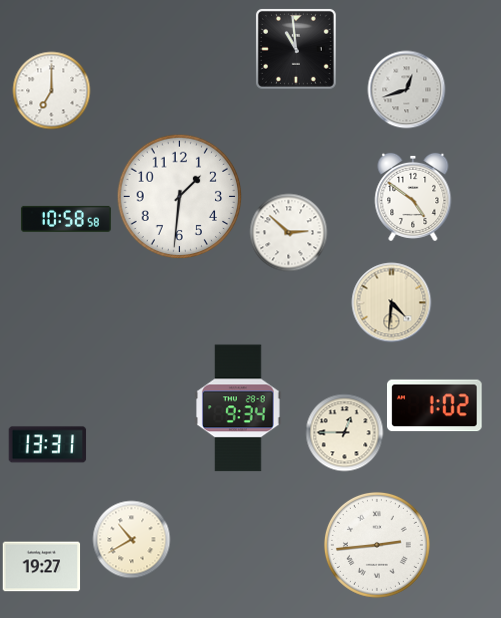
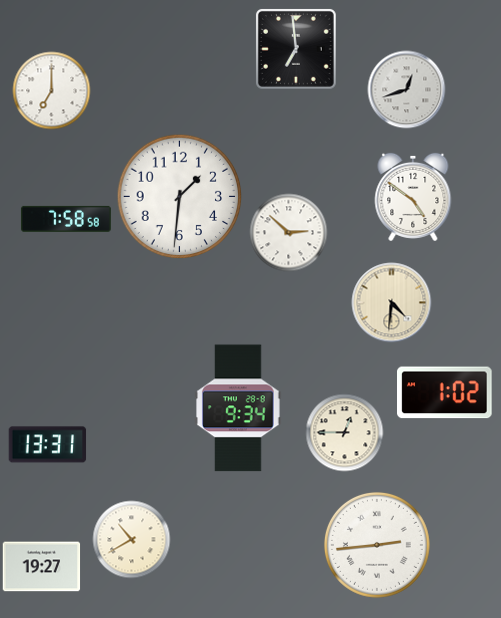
clock at (296, 49): 10:59 -> 6:59
clock at (66, 219): 10:58 -> 7:58
clock at (435, 406) position: (435, 406) -> (445, 393)
